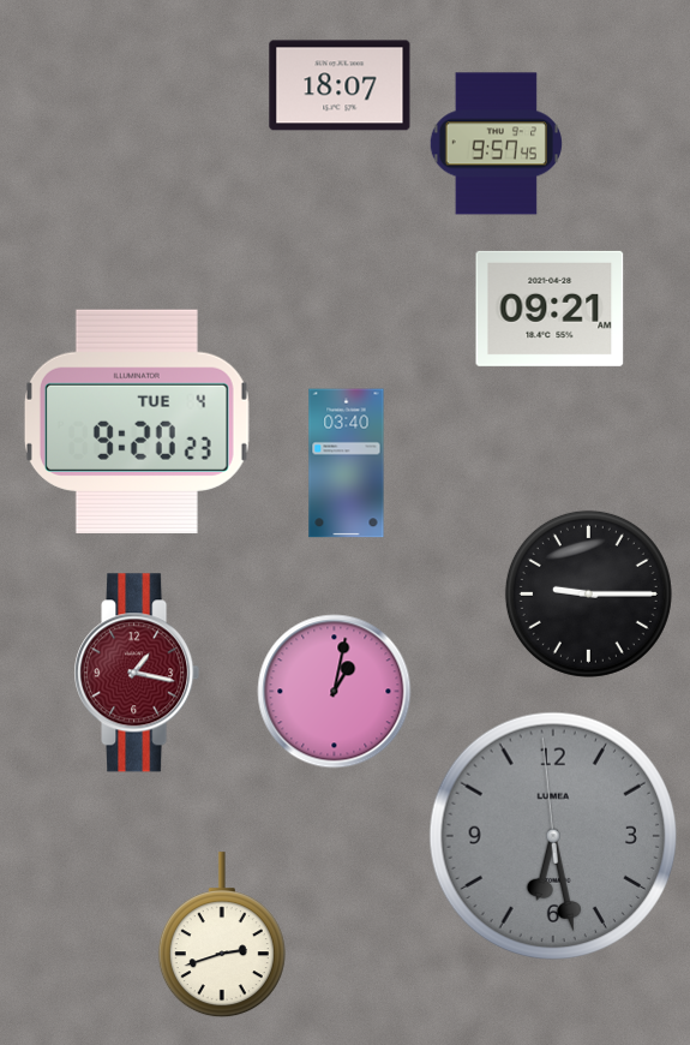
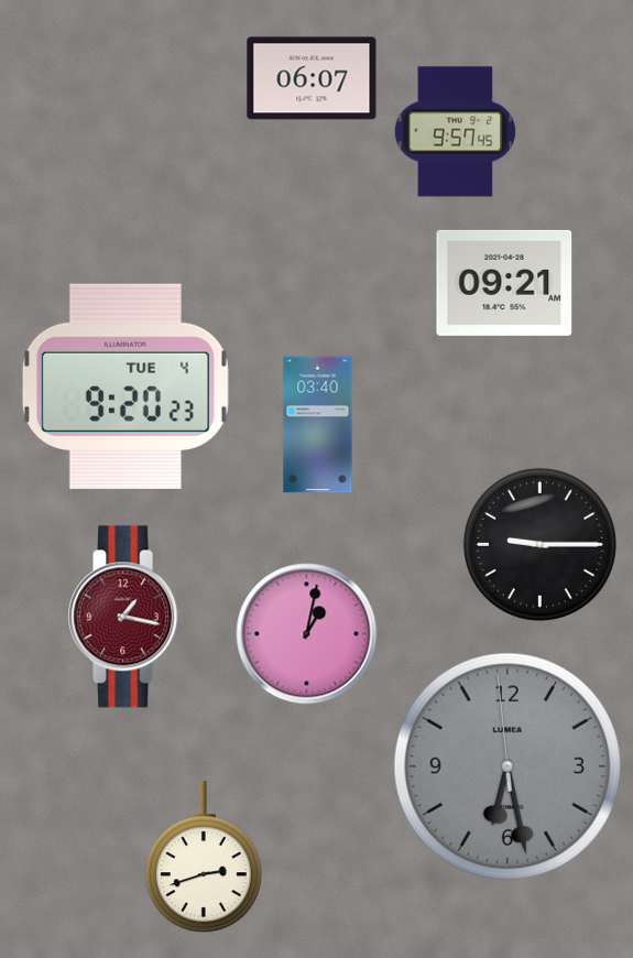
clock at (340, 85): 18:07 -> 06:07
